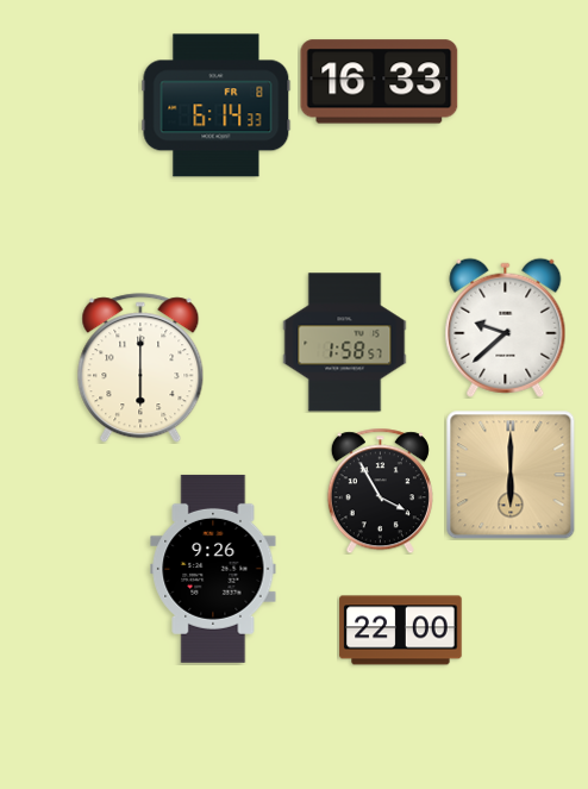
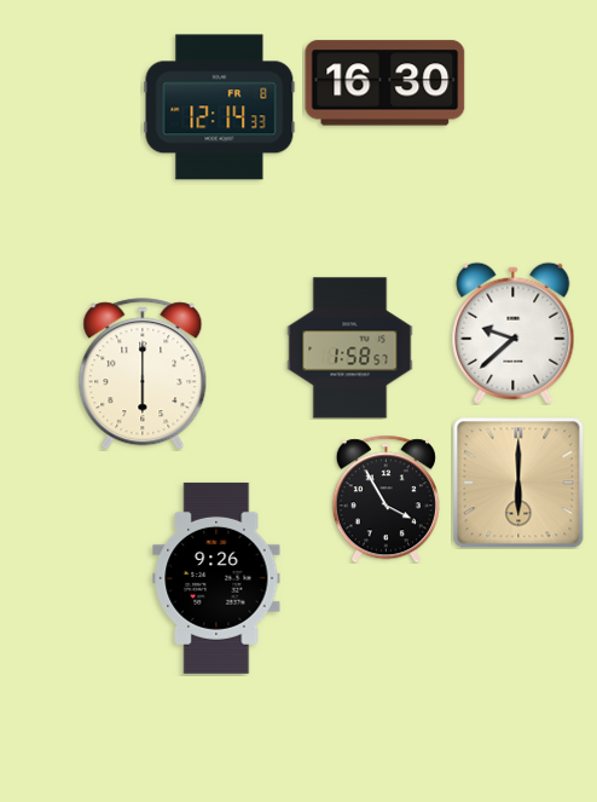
clock at (380, 82): 16:33 -> 16:30
clock at (217, 106): 6:14 -> 12:14
clock at (401, 631): 22:00 -> none
